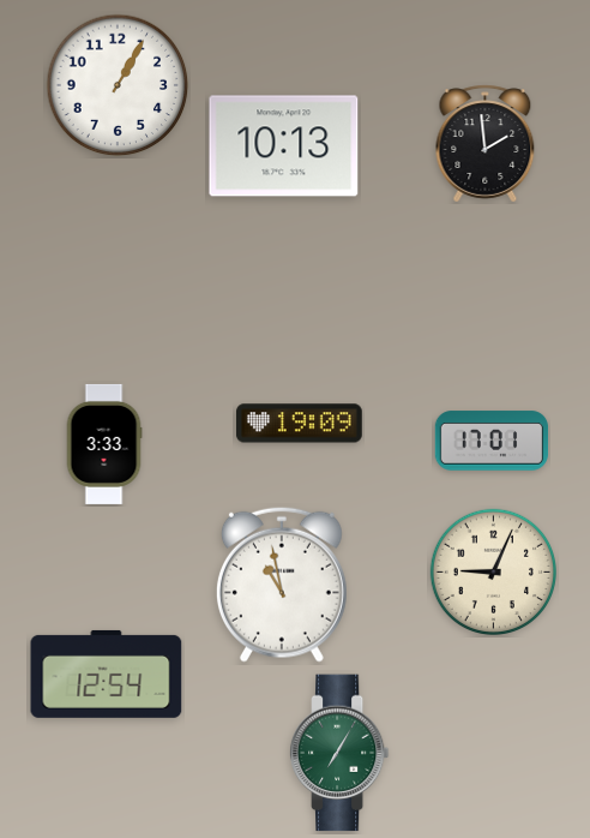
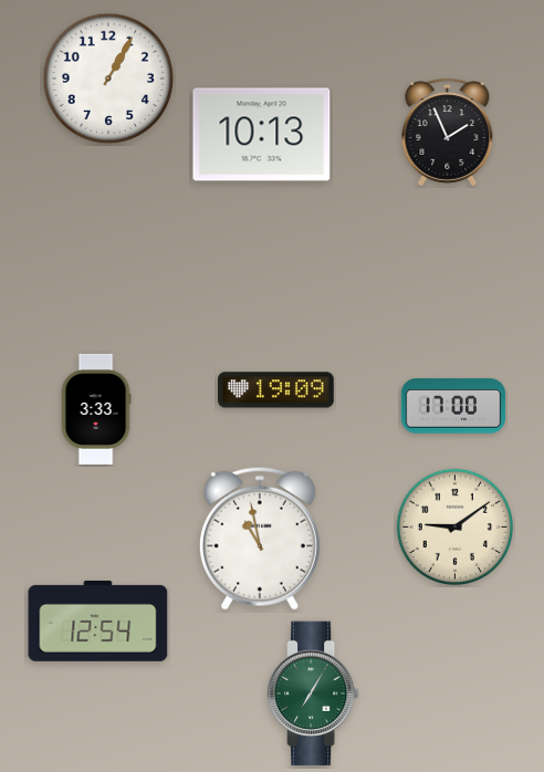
clock at (486, 144): 1:59 -> 1:56
clock at (492, 441): 17:01 -> 17:00
clock at (493, 571): 9:04 -> 9:09
